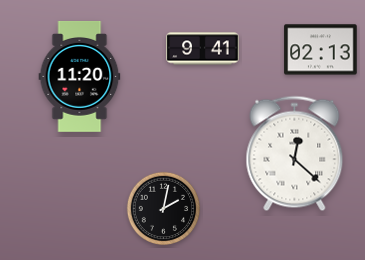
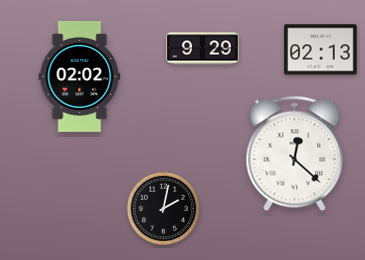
clock at (203, 49): 9:41 -> 9:29
clock at (80, 76): 11:20 -> 02:02
